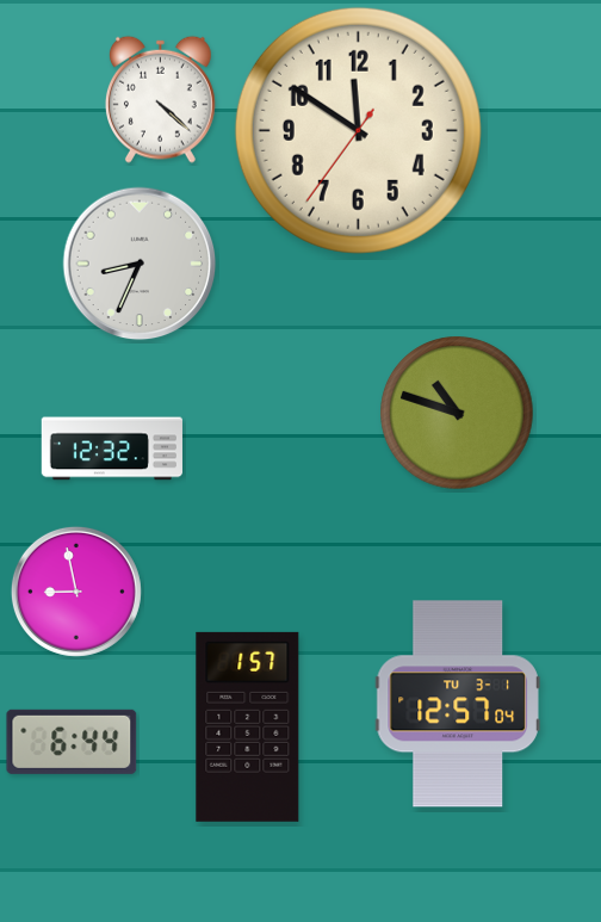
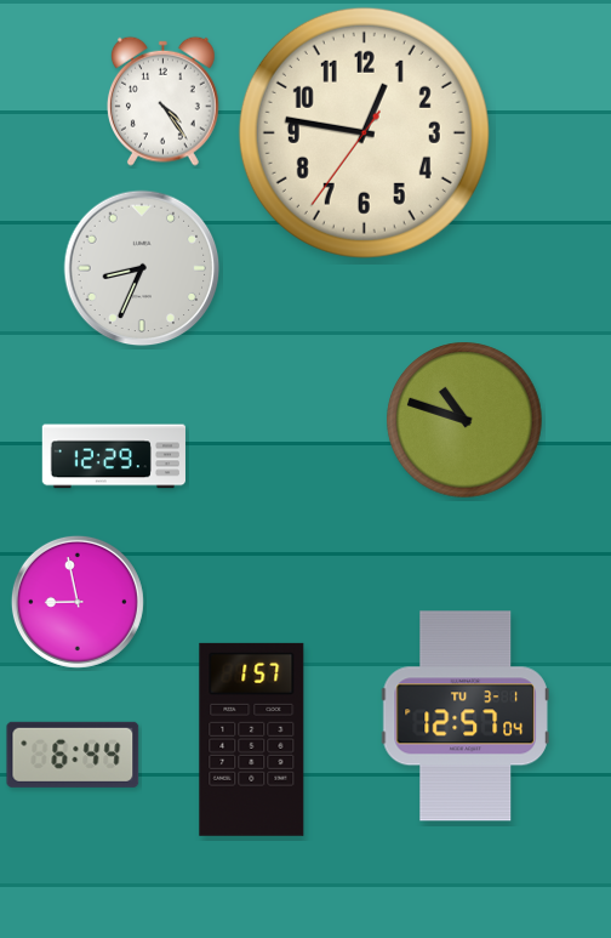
clock at (160, 99): 4:22 -> 4:24
clock at (358, 130): 11:50 -> 12:46
clock at (111, 448): 12:32 -> 12:29
